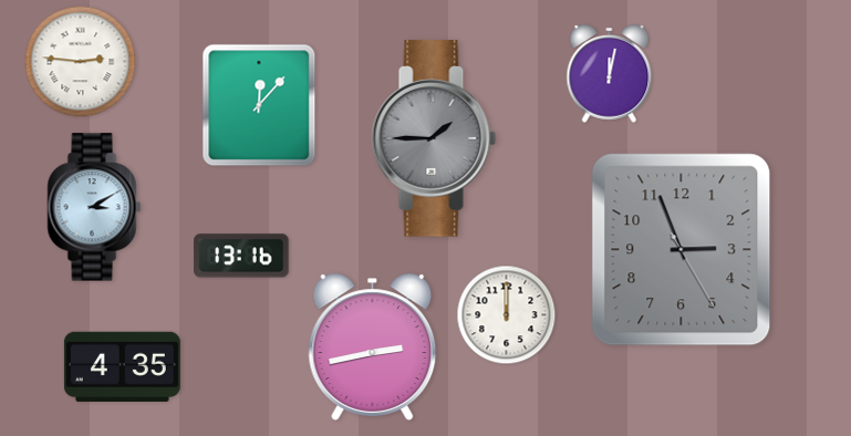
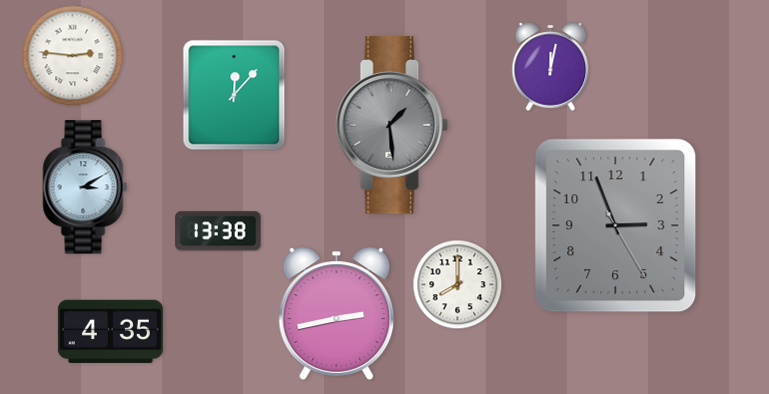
clock at (434, 138): 1:45 -> 1:29
clock at (241, 256): 13:16 -> 13:38
clock at (507, 315): 12:00 -> 8:00
